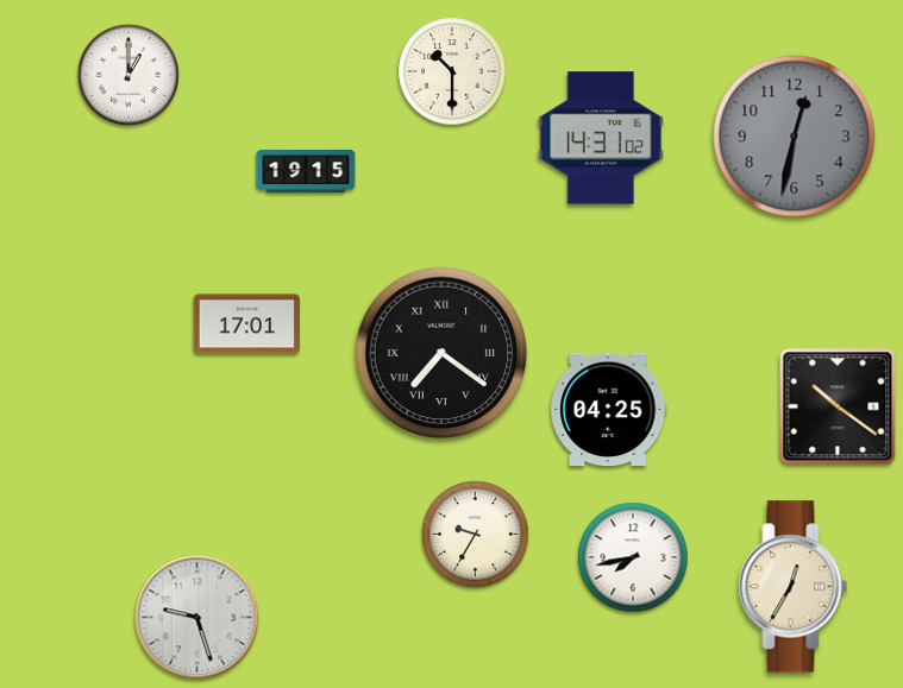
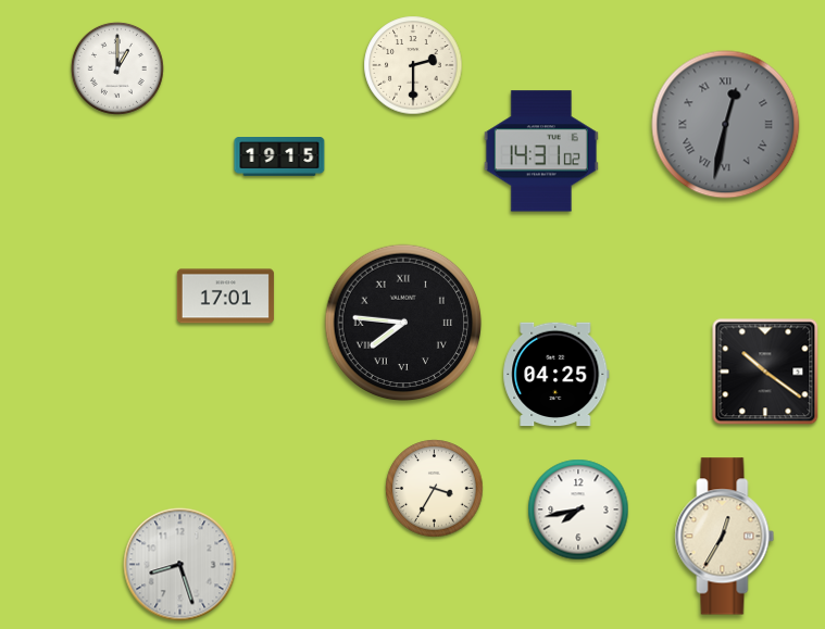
clock at (452, 71): 10:30 -> 2:30
clock at (795, 137) numerals: Arabic -> Roman
clock at (601, 138) position: (601, 138) -> (541, 151)
clock at (441, 353): 7:21 -> 7:46
clock at (476, 535): 9:35 -> 3:35
clock at (197, 618): 9:27 -> 8:27
